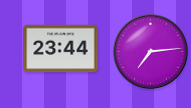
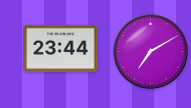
clock at (151, 52): 7:14 -> 7:10
